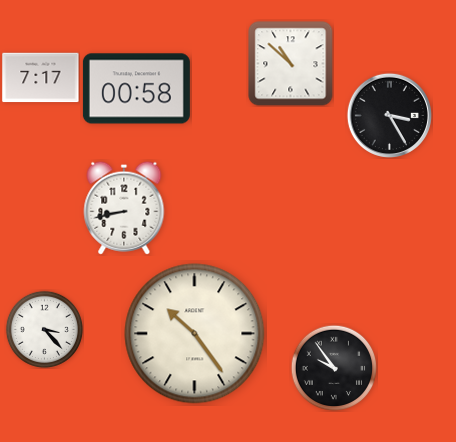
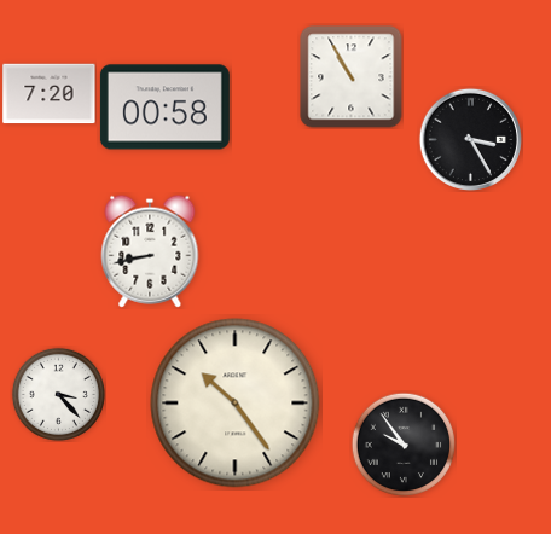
clock at (291, 64): 10:52 -> 10:55
clock at (41, 78): 7:17 -> 7:20
clock at (44, 329) position: (44, 329) -> (58, 394)
